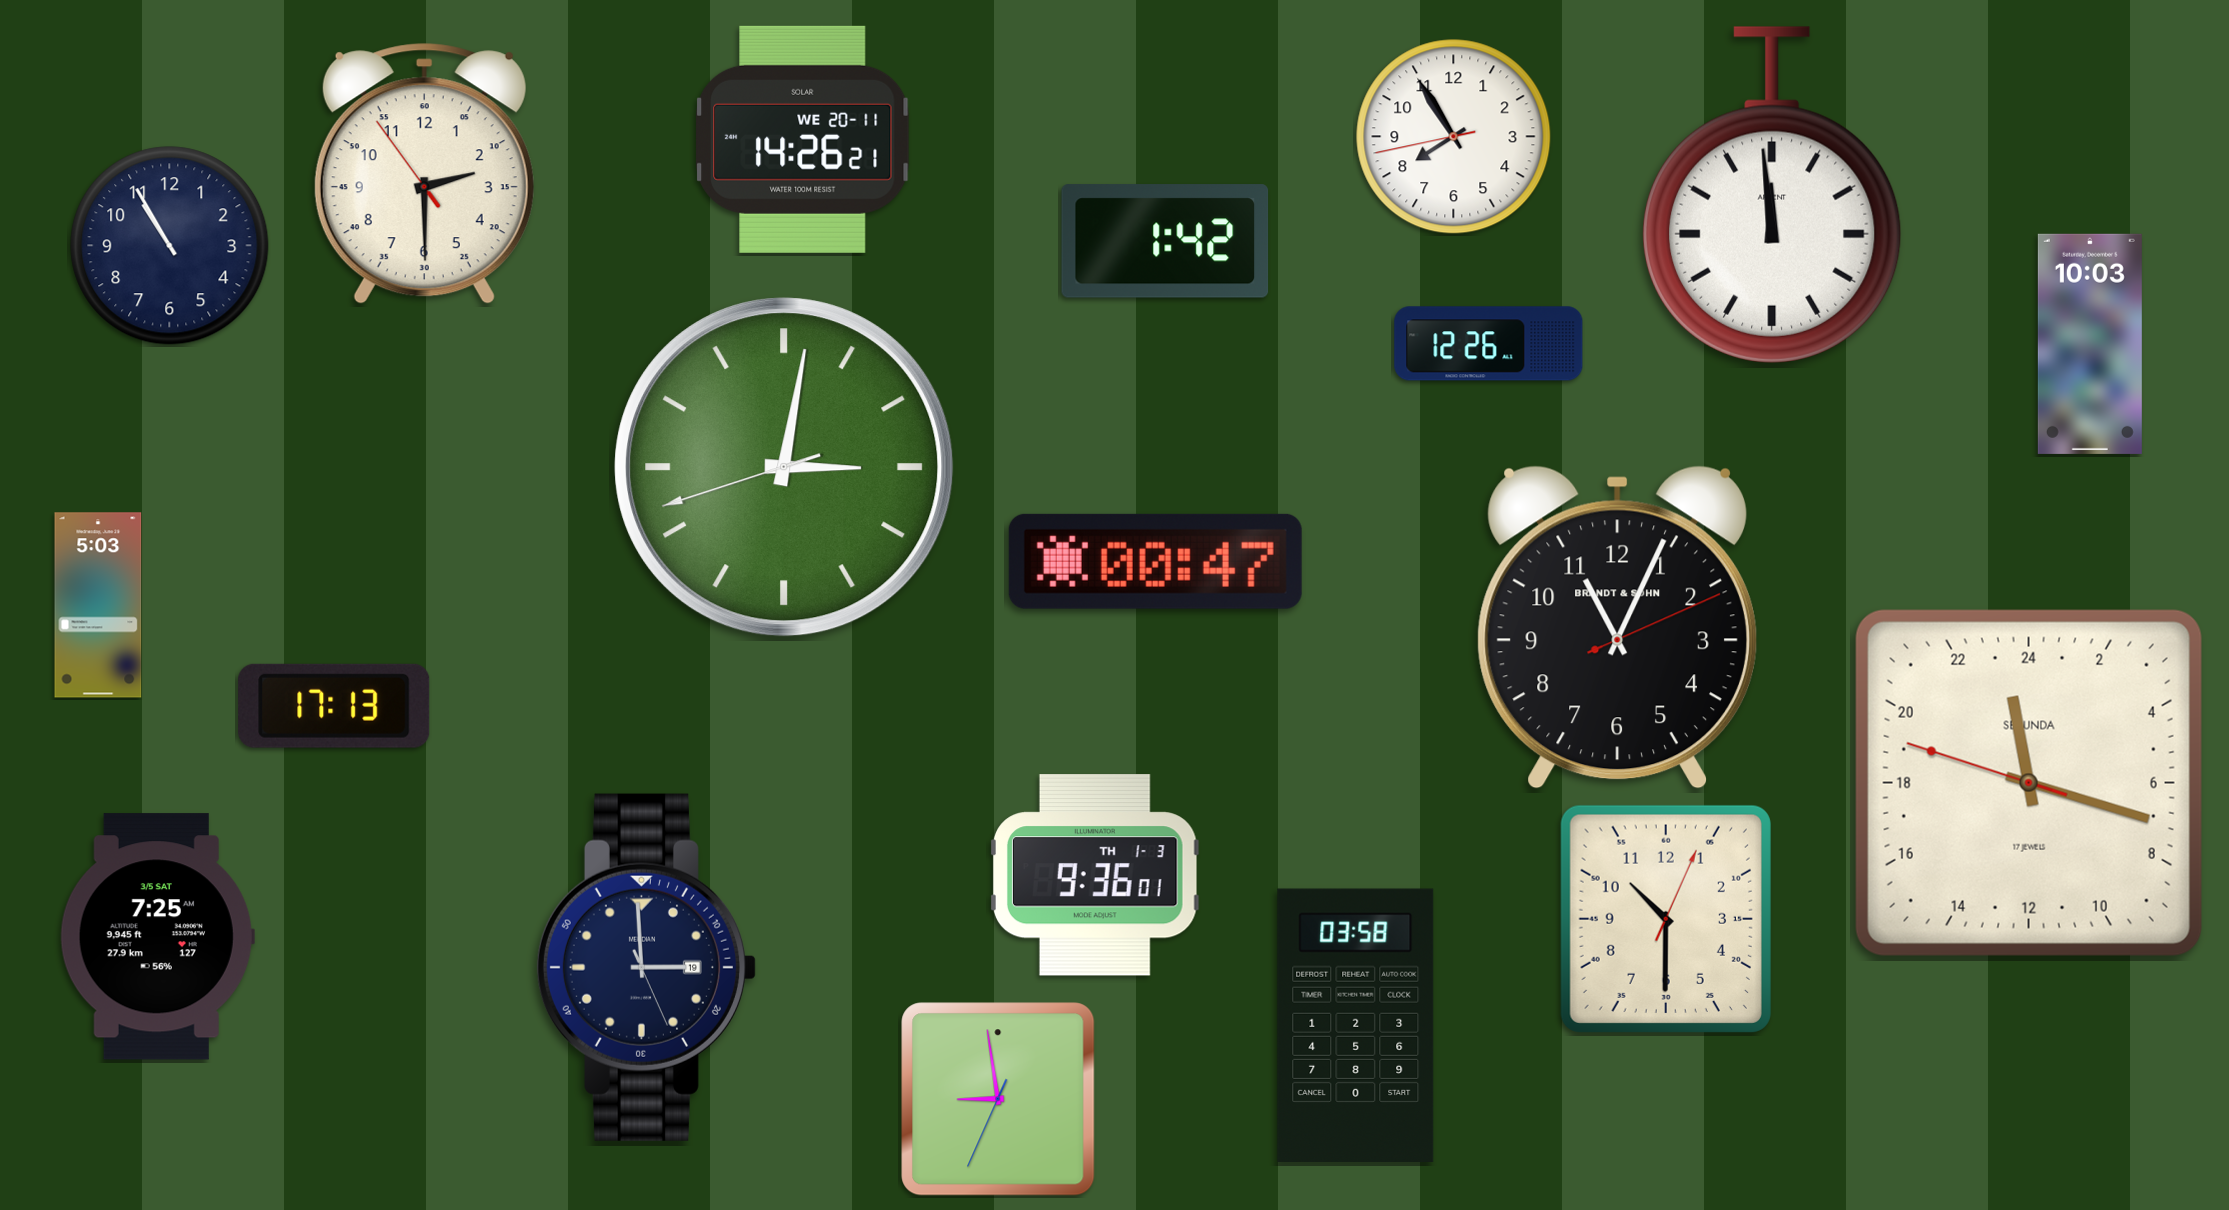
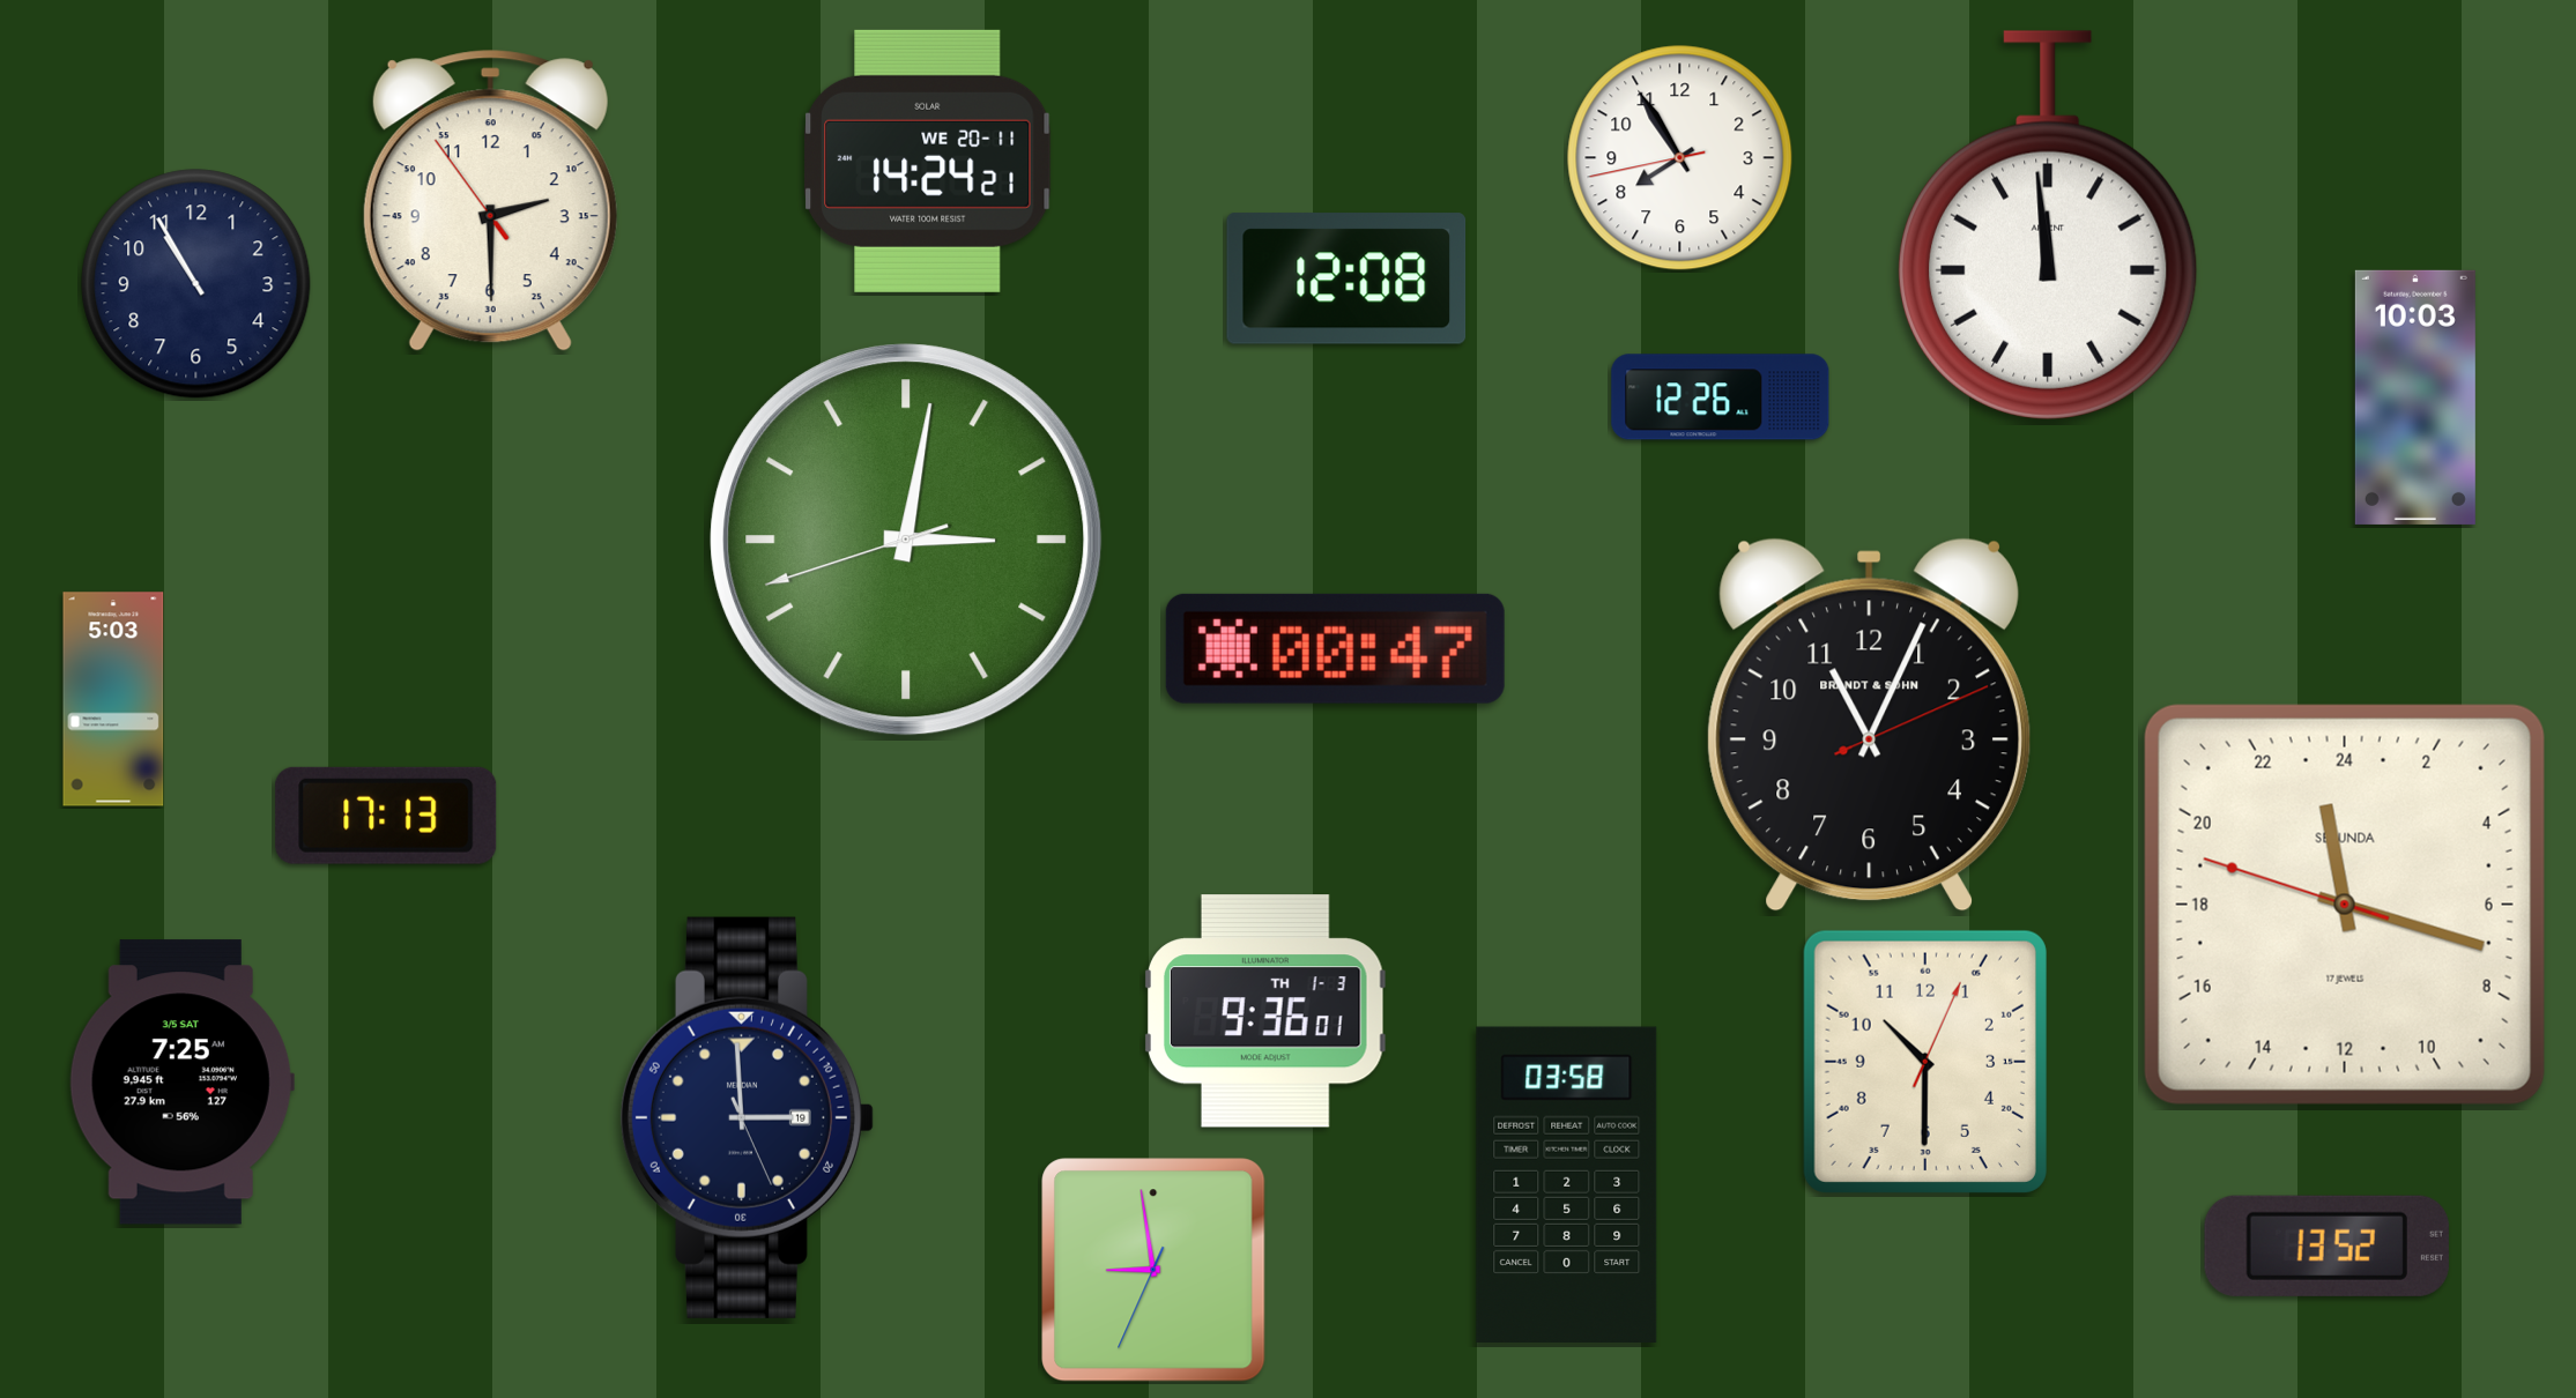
clock at (803, 139): 14:26 -> 14:24
clock at (1165, 241): 1:42 -> 12:08
clock at (2326, 1245): none -> 13:52
